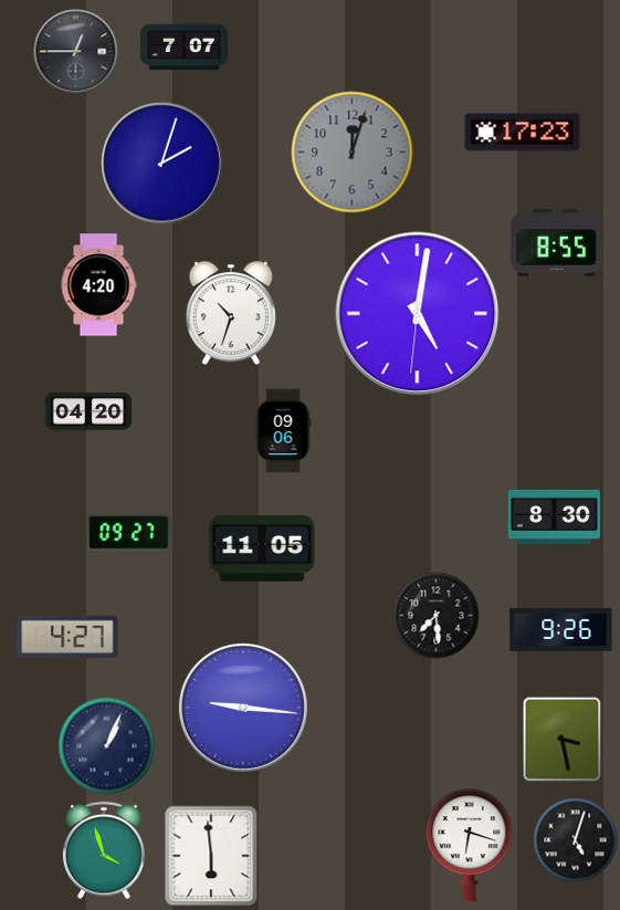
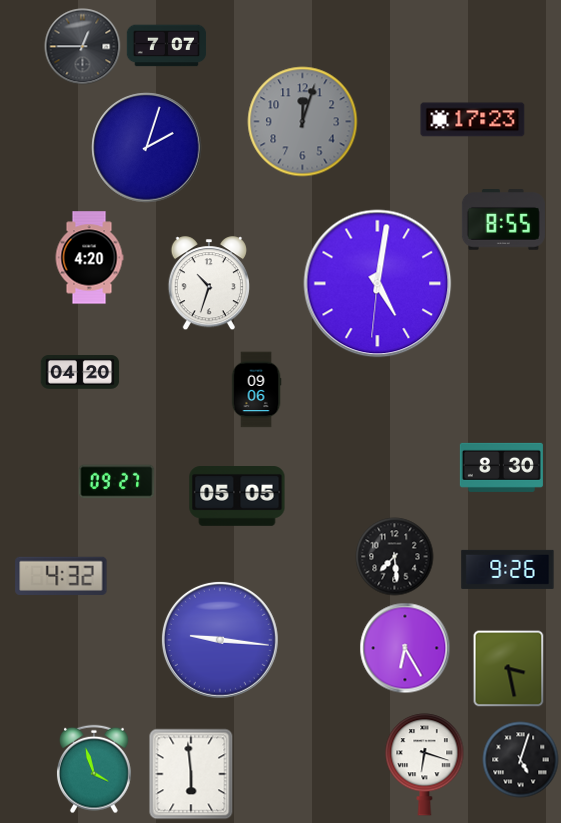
clock at (185, 48) position: (185, 48) -> (167, 46)
clock at (76, 52) position: (76, 52) -> (83, 47)
clock at (353, 153) position: (353, 153) -> (303, 122)
clock at (262, 550): 11:05 -> 05:05
clock at (67, 637): 4:27 -> 4:32
clock at (405, 648): none -> 6:25
clock at (107, 746): 1:04 -> none
